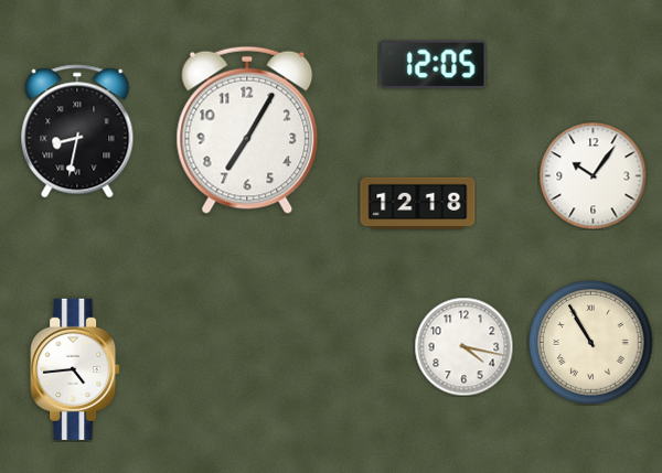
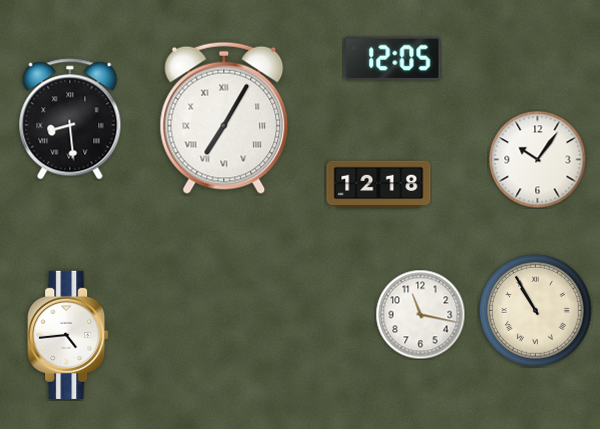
clock at (247, 130) numerals: Arabic -> Roman
clock at (77, 131): 8:32 -> 8:29
clock at (463, 346): 4:17 -> 11:17
